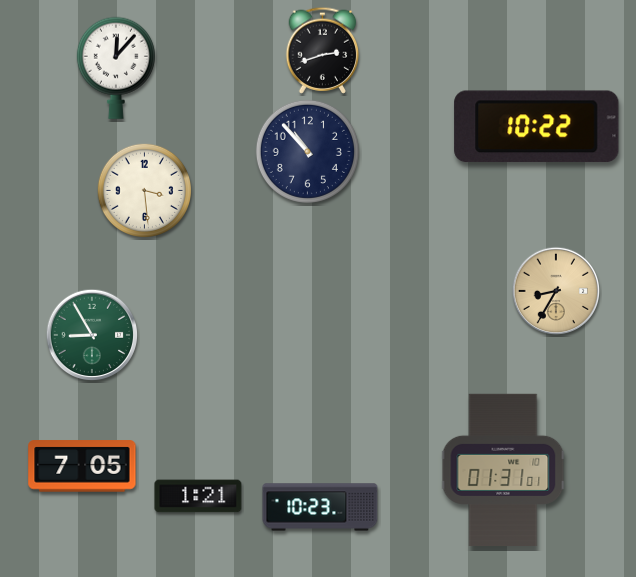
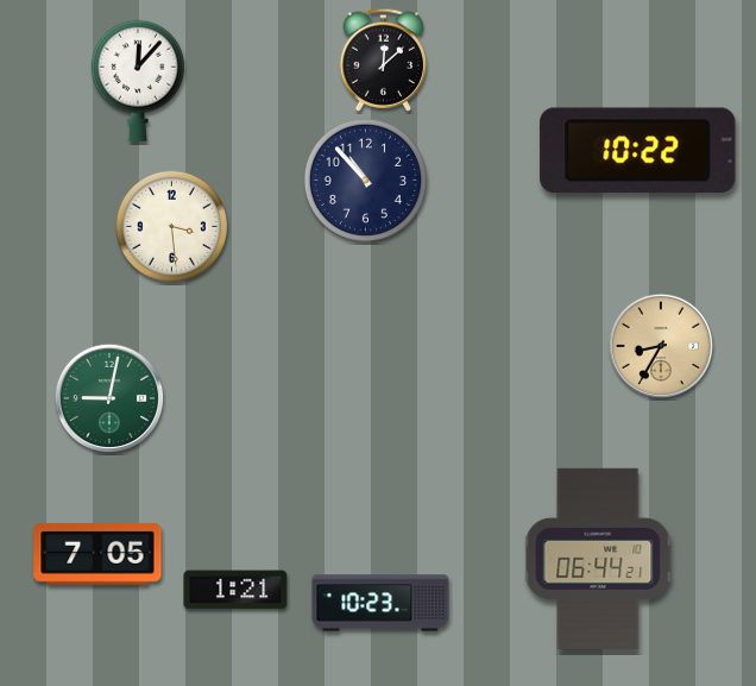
clock at (323, 50): 2:42 -> 12:08
clock at (92, 335): 8:55 -> 9:02
clock at (503, 469): 01:31 -> 06:44
